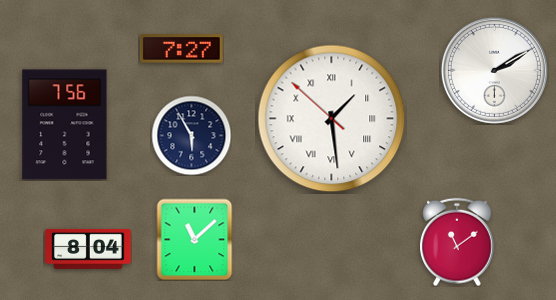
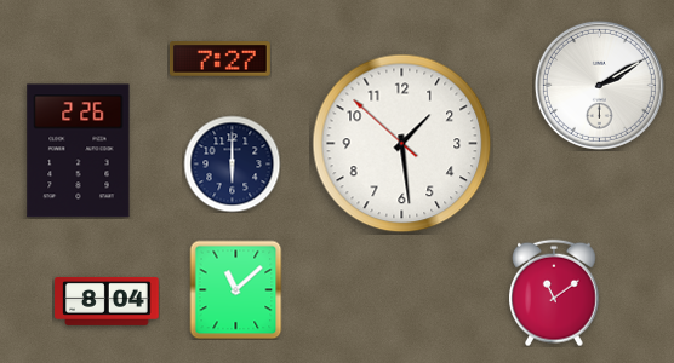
clock at (332, 119) numerals: Roman -> Arabic
clock at (65, 125): 7:56 -> 2:26
clock at (191, 135): 5:55 -> 6:00
